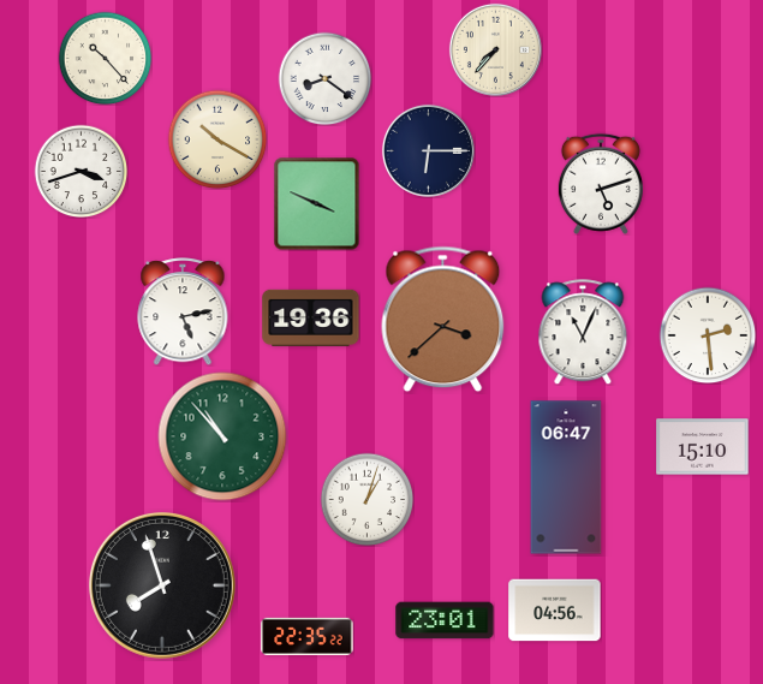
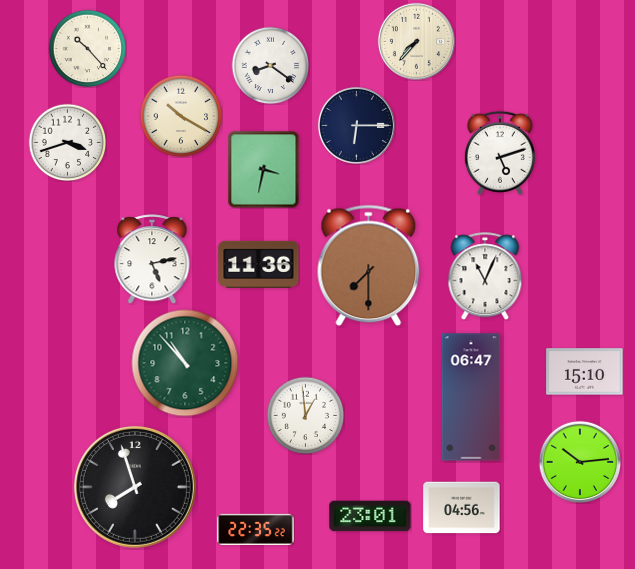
clock at (495, 49) position: (495, 49) -> (416, 41)
clock at (317, 203): 3:49 -> 3:32
clock at (311, 317): 19:36 -> 11:36
clock at (443, 320): 3:38 -> 7:30
clock at (708, 335): 2:29 -> none
clock at (366, 499): 1:03 -> 12:59
clock at (580, 462): none -> 10:14
